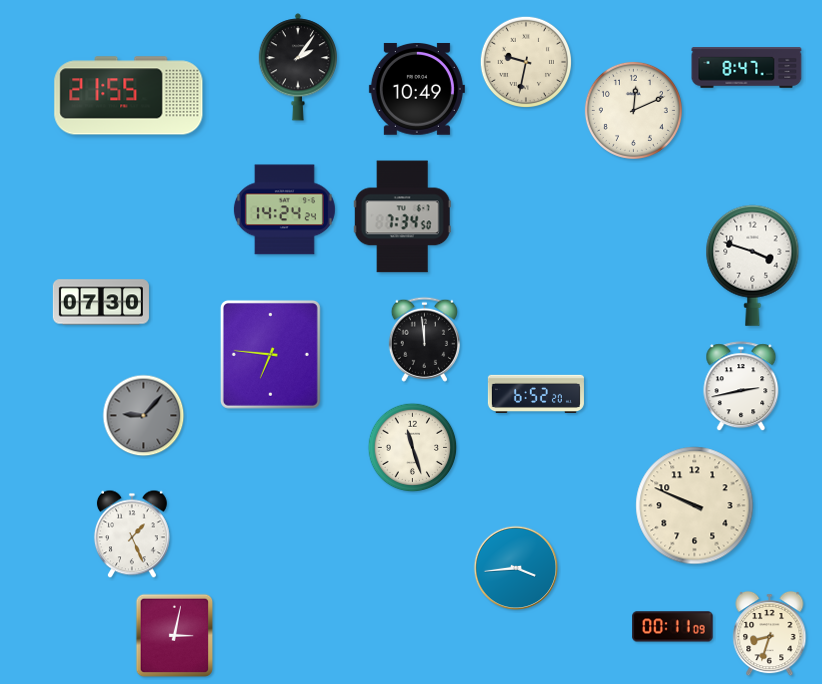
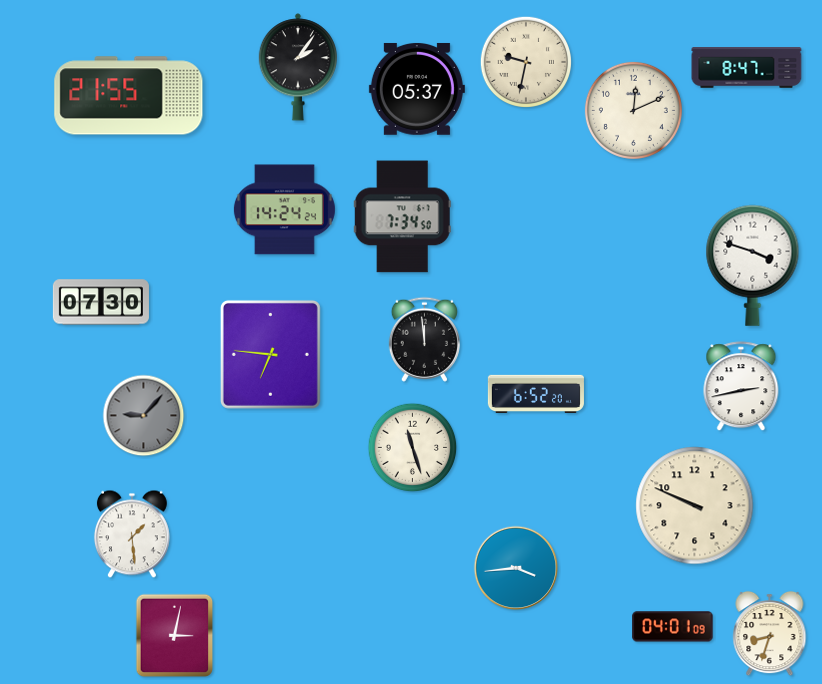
clock at (417, 89): 10:49 -> 05:37
clock at (132, 534): 1:26 -> 1:29
clock at (673, 627): 00:11 -> 04:01
